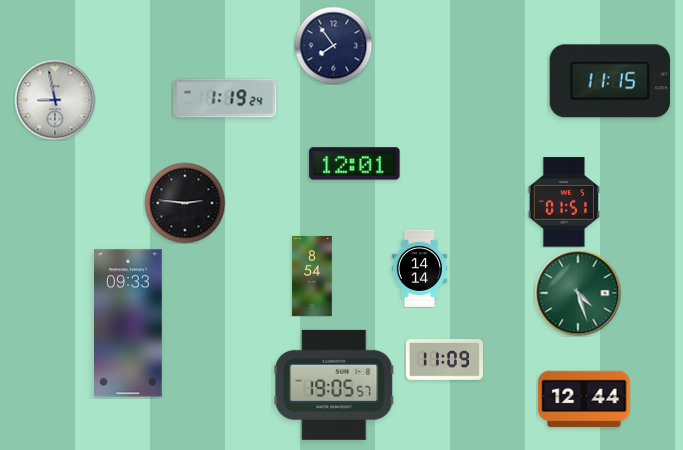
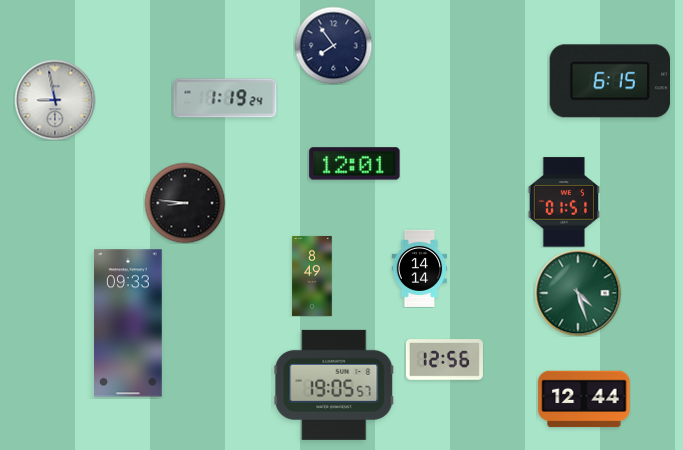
clock at (609, 81): 11:15 -> 6:15
clock at (185, 203): 2:46 -> 8:46
clock at (312, 276): 8:54 -> 8:49
clock at (444, 360): 11:09 -> 12:56
